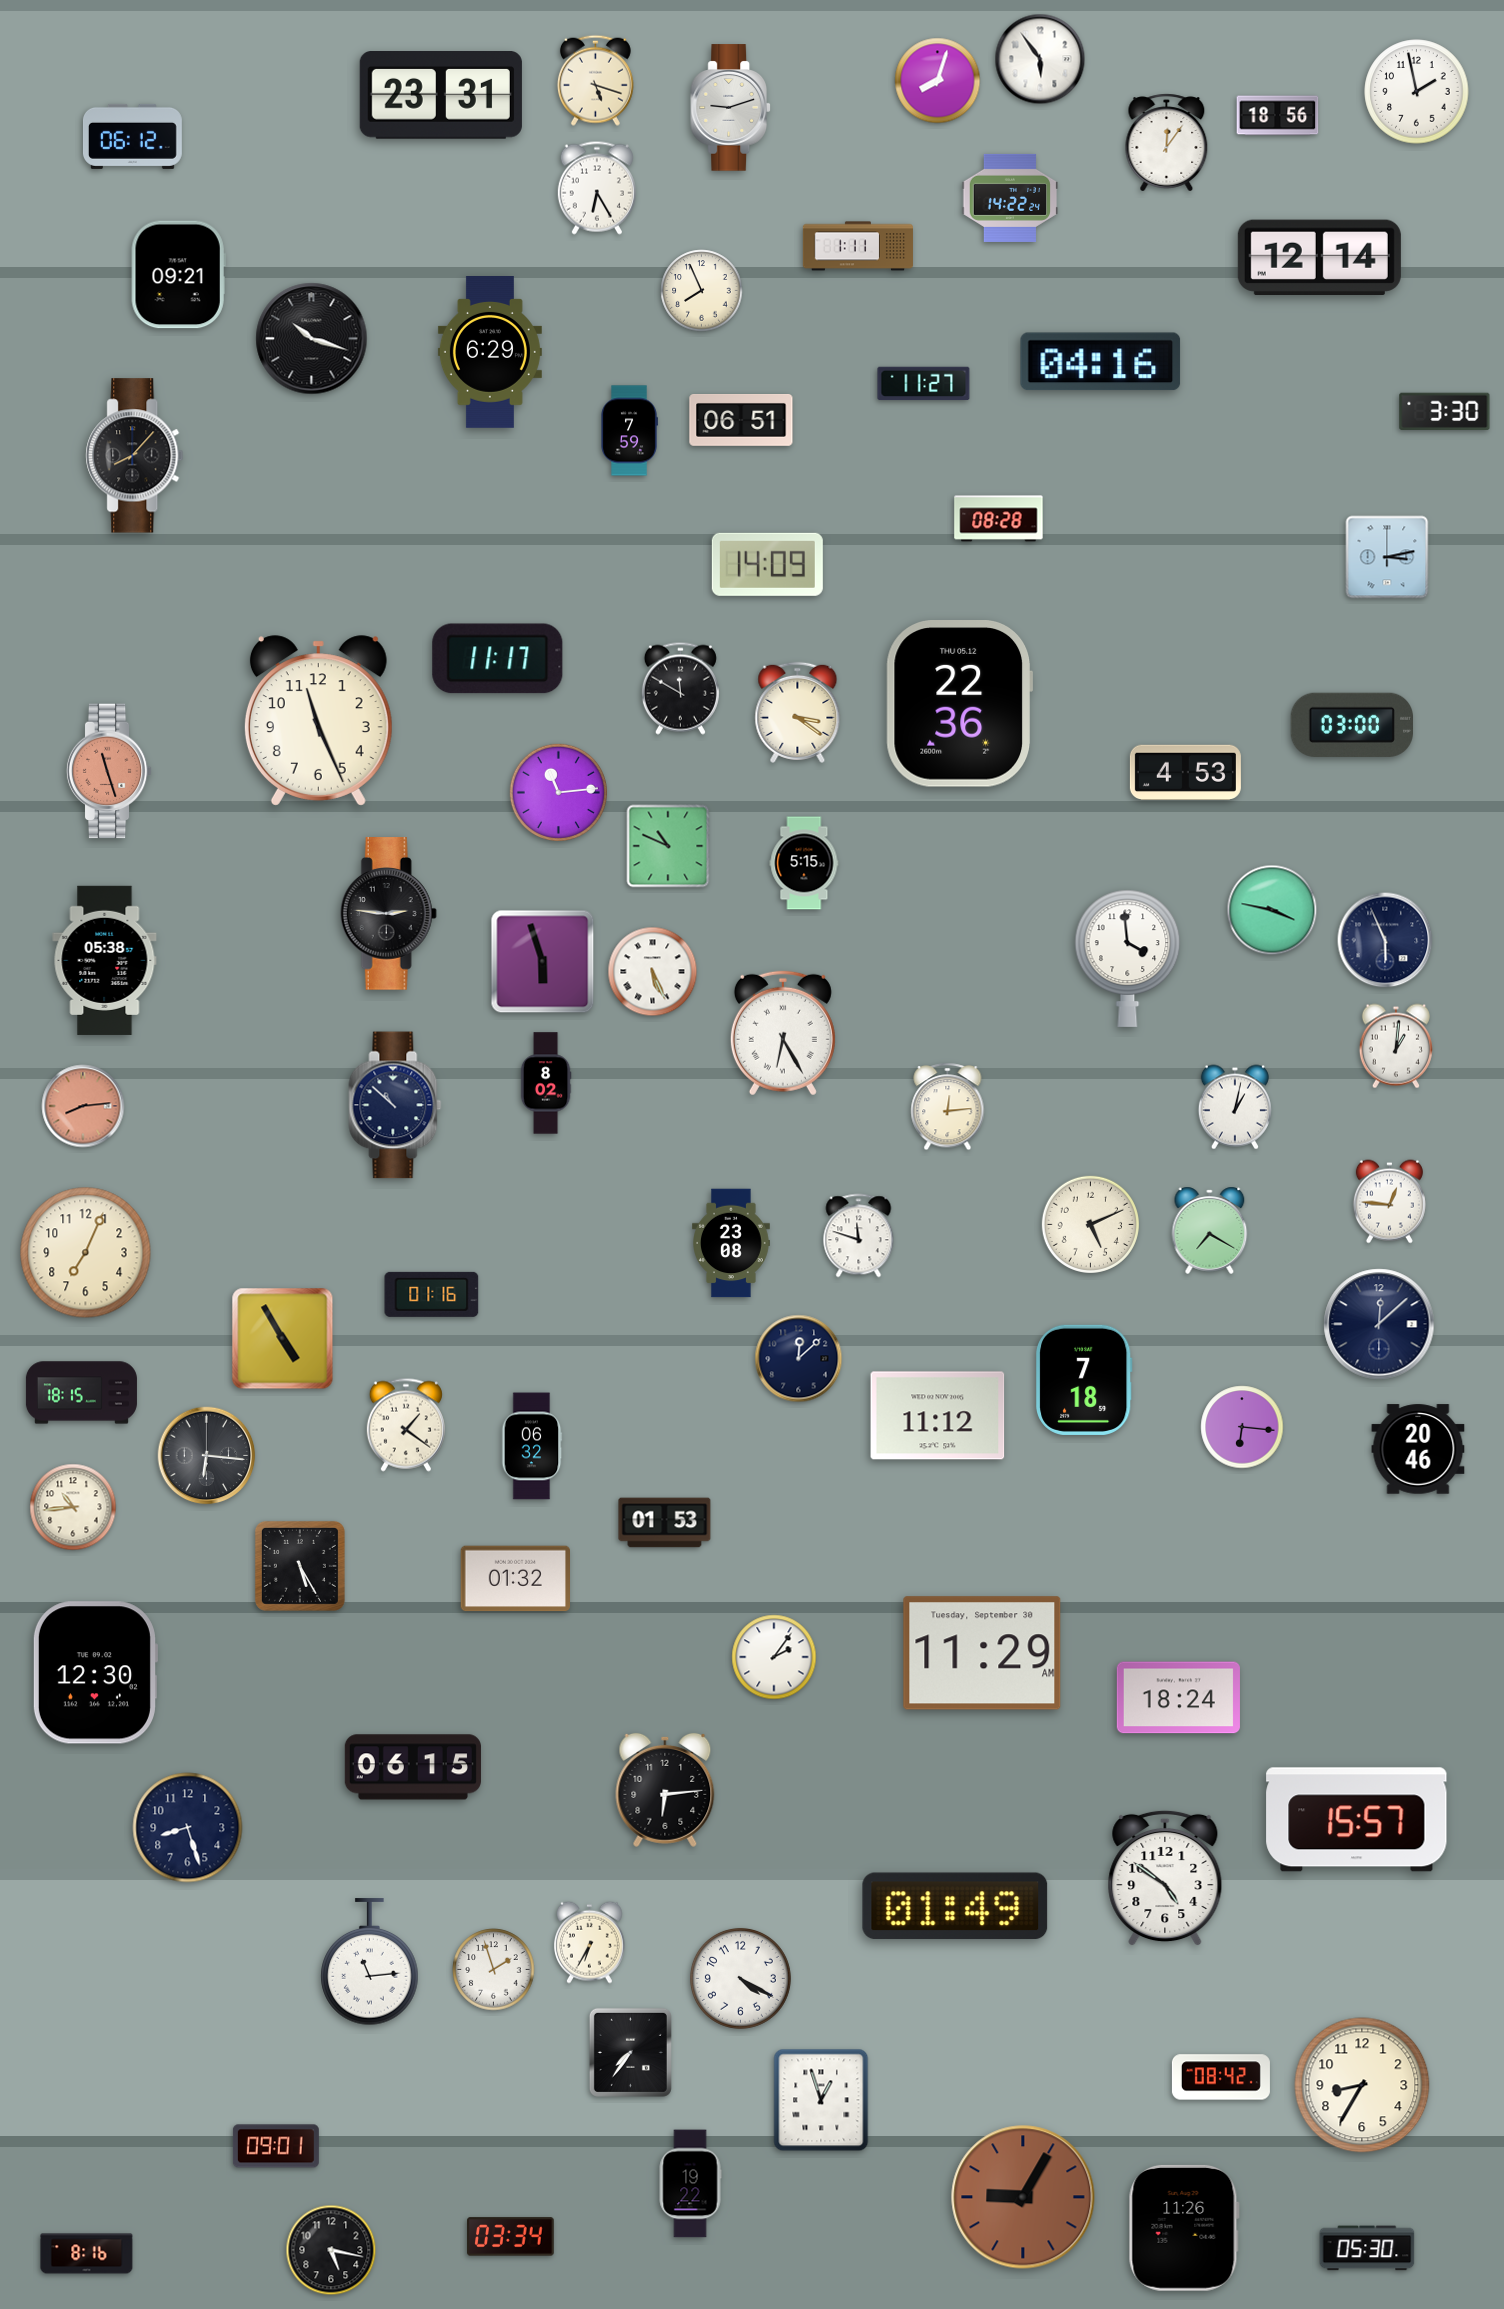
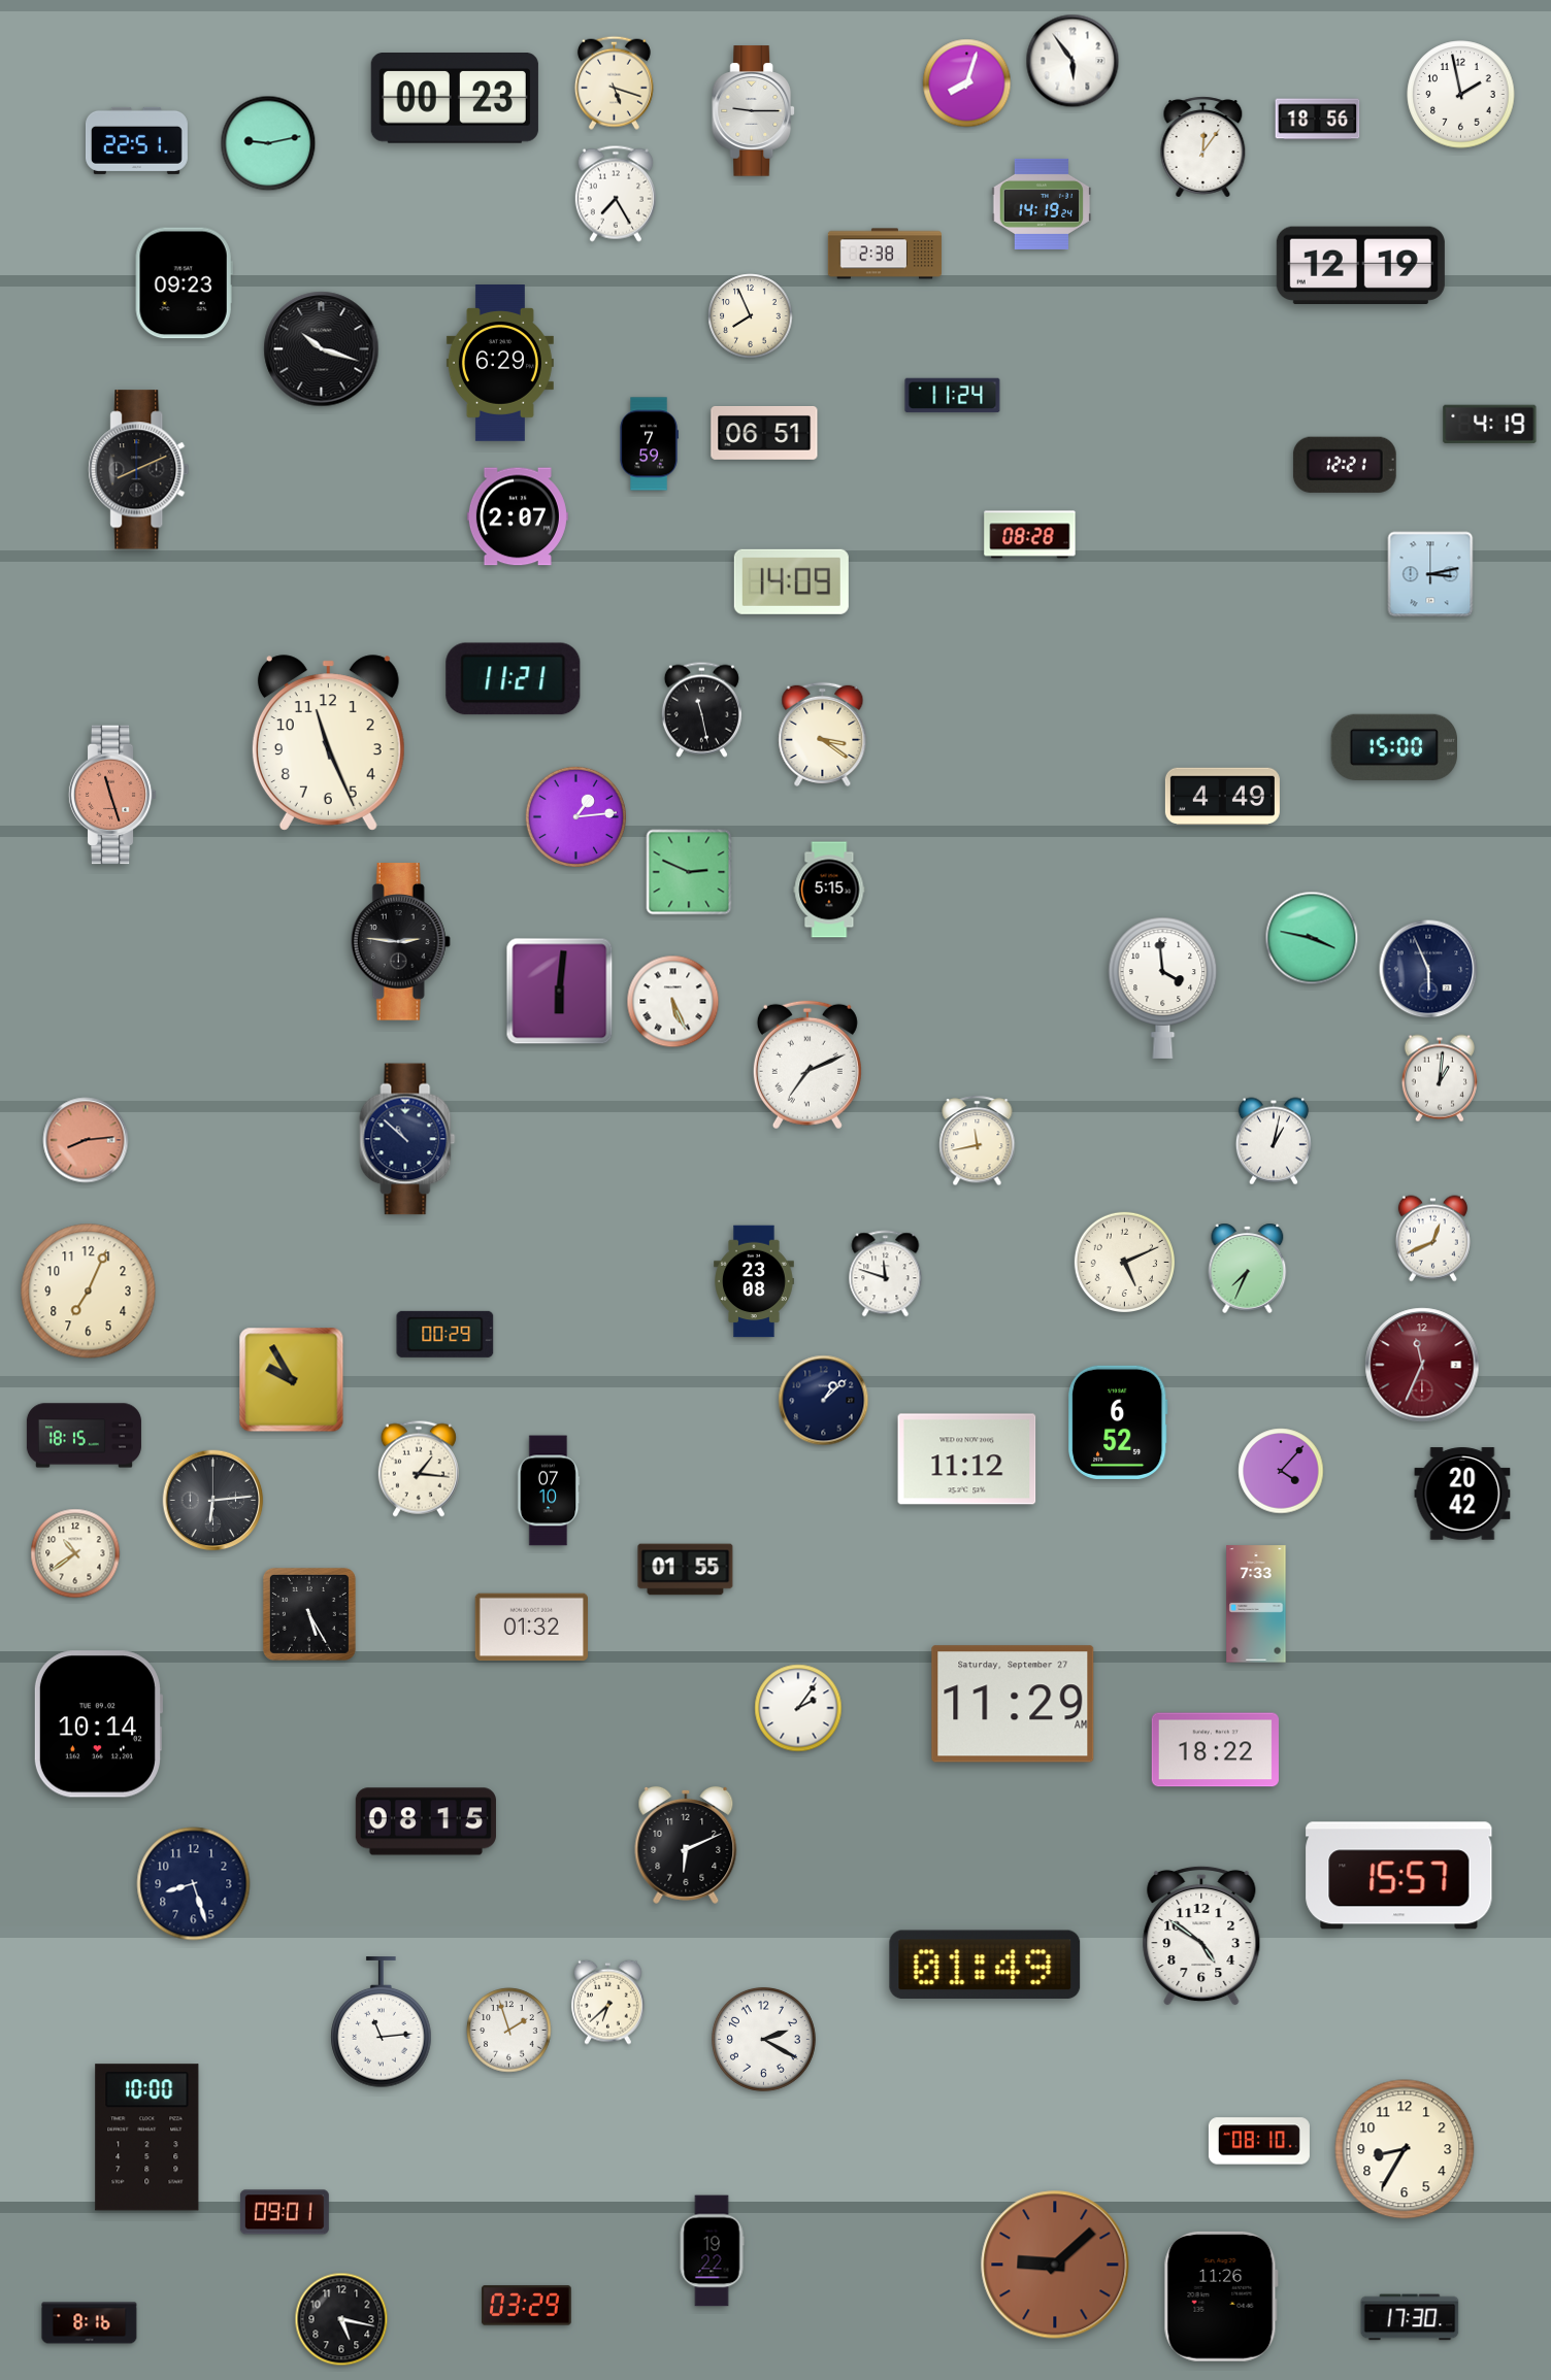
clock at (441, 96): 23:31 -> 00:23
clock at (731, 108): 9:12 -> 9:15
clock at (132, 136): 06:12 -> 22:51
clock at (268, 143): none -> 9:13
clock at (597, 188): 6:25 -> 7:25
clock at (1010, 198): 14:22 -> 14:19
clock at (858, 246): 1:11 -> 2:38
clock at (1319, 257): 12:14 -> 12:19
clock at (178, 275): 09:21 -> 09:23
clock at (702, 291) position: (702, 291) -> (751, 316)
clock at (490, 353) position: (490, 353) -> (500, 364)
clock at (1101, 362): 04:16 -> none
clock at (924, 384): 11:27 -> 11:24
clock at (1445, 411): 3:30 -> 4:19
clock at (1345, 465): none -> 12:21
clock at (135, 456): 8:07 -> 8:11
clock at (518, 516): none -> 2:07
clock at (498, 659): 11:17 -> 11:21
clock at (680, 688): 11:50 -> 11:28
clock at (959, 704): 22:36 -> none
clock at (1351, 725): 03:00 -> 15:00
clock at (1185, 772): 4:53 -> 4:49
clock at (558, 792): 11:14 -> 1:14
clock at (668, 846): 10:49 -> 2:49
clock at (105, 960): 05:38 -> none
clock at (543, 962): 5:57 -> 6:01
clock at (783, 1033): 6:25 -> 7:11
clock at (546, 1083): 8:02 -> none
clock at (948, 1107): 12:14 -> 11:43
clock at (1389, 1202): 12:46 -> 12:41
clock at (1210, 1230): 7:20 -> 7:34
clock at (432, 1294): 01:16 -> 00:29
clock at (1379, 1324): 12:08 -> 11:34
clock at (1379, 1324) dial: navy -> burgundy
clock at (283, 1339): 4:55 -> 9:55
clock at (799, 1359): 12:08 -> 1:08
clock at (1085, 1380): 7:18 -> 6:52
clock at (406, 1425): 1:21 -> 1:16
clock at (1242, 1427): 6:16 -> 4:07
clock at (532, 1446): 06:32 -> 07:10
clock at (1418, 1449): 20:46 -> 20:42
clock at (207, 1456): 6:16 -> 6:14
clock at (73, 1507): 10:44 -> 10:39
clock at (665, 1523): 01:53 -> 01:55
clock at (1256, 1604): none -> 7:33
clock at (982, 1653) date: Tuesday, September 30 -> Saturday, September 27
clock at (95, 1673): 12:30 -> 10:14
clock at (1178, 1698): 18:24 -> 18:22
clock at (413, 1767): 06:15 -> 08:15
clock at (665, 1790): 6:14 -> 6:11
clock at (589, 1942): 6:35 -> 6:38
clock at (740, 1978): 4:20 -> 2:20
clock at (630, 2052): 7:36 -> none
clock at (147, 2138): none -> 10:00
clock at (1221, 2077): 08:42 -> 08:10
clock at (821, 2100): 12:57 -> none
clock at (1023, 2197): 9:05 -> 9:08
clock at (511, 2237): 03:34 -> 03:29
clock at (1367, 2248): 05:30 -> 17:30
